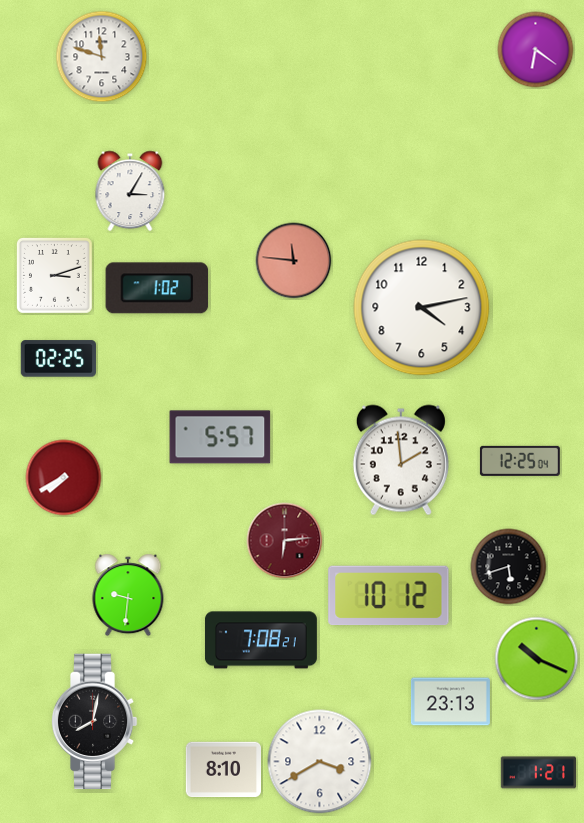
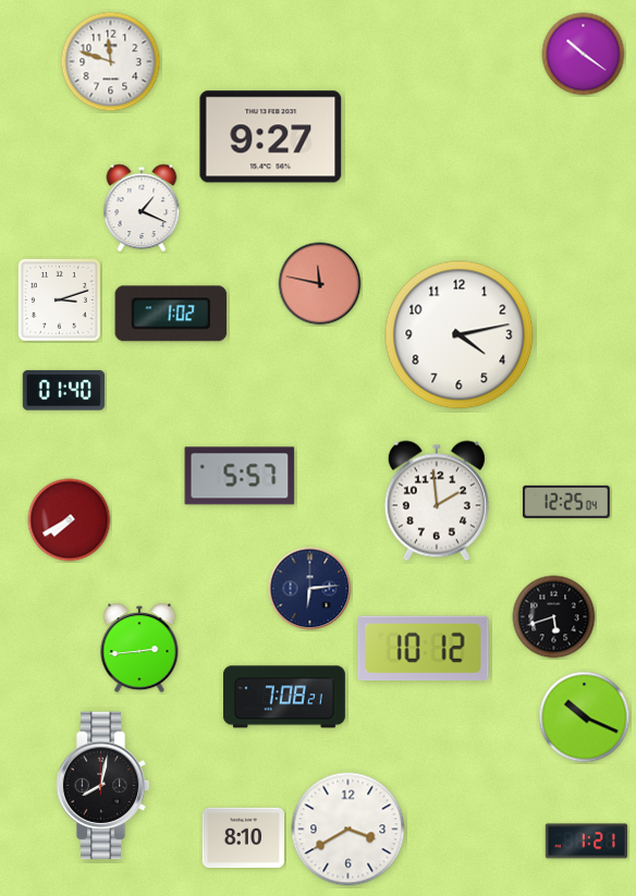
clock at (536, 50): 6:21 -> 10:21
clock at (271, 137): none -> 9:27
clock at (130, 191): 3:05 -> 1:19
clock at (294, 261): 11:46 -> 11:47
clock at (58, 359): 02:25 -> 01:40
clock at (285, 541) dial: burgundy -> navy
clock at (128, 595): 9:31 -> 2:44
clock at (450, 702): 23:13 -> none
